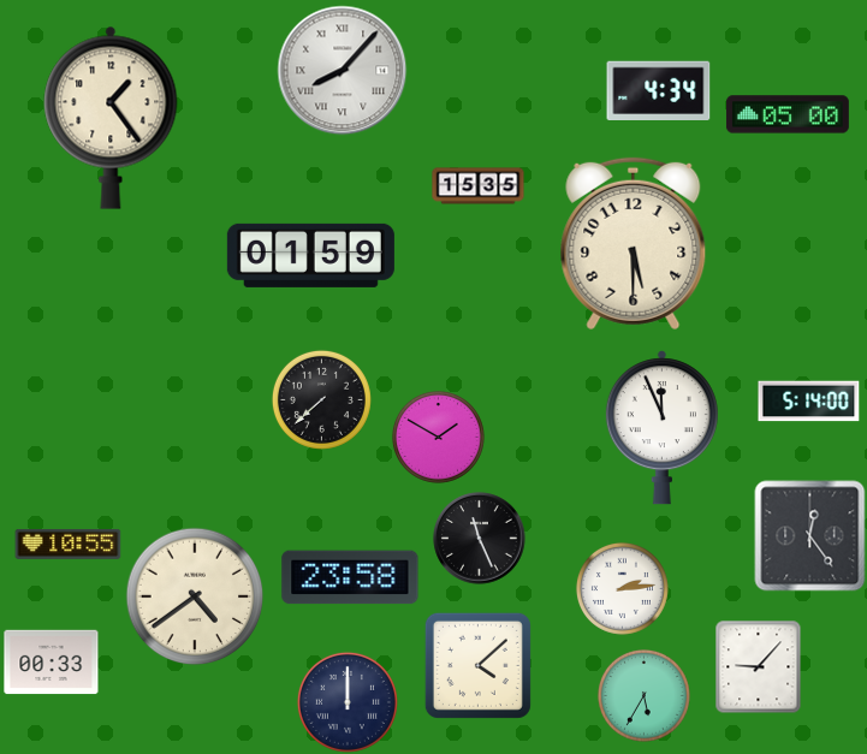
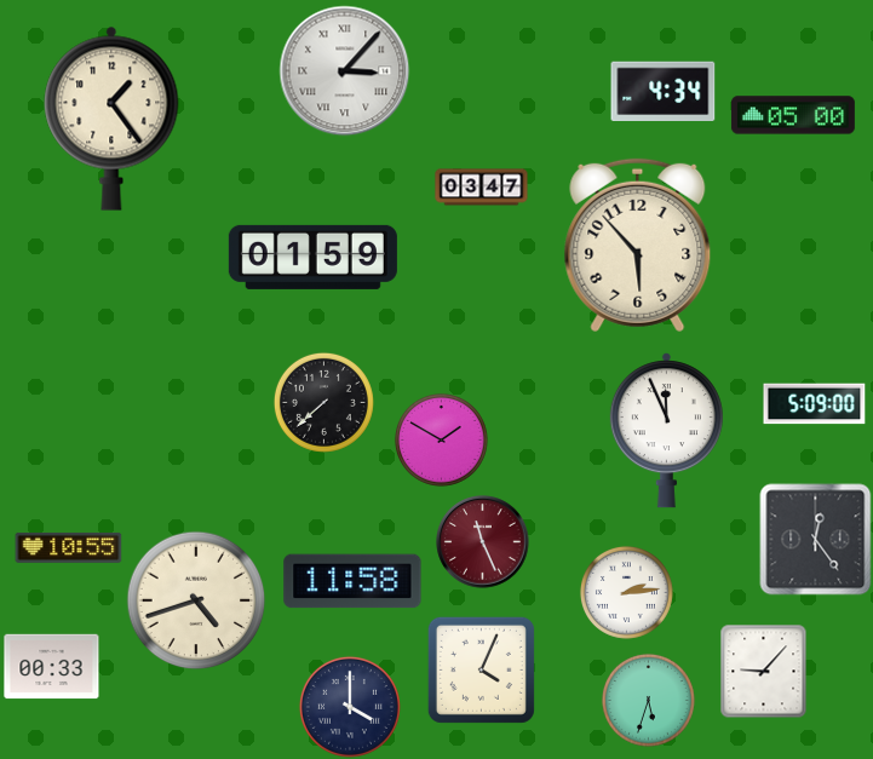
clock at (343, 71): 8:07 -> 3:07
clock at (479, 186): 15:35 -> 03:47
clock at (634, 244): 5:30 -> 5:53
clock at (809, 402): 5:14 -> 5:09
clock at (480, 539) dial: black -> burgundy
clock at (350, 577): 23:58 -> 11:58
clock at (195, 596): 4:39 -> 4:42
clock at (477, 665): 4:08 -> 4:04
clock at (643, 695): 5:35 -> 5:33
clock at (348, 702): 12:00 -> 4:00
